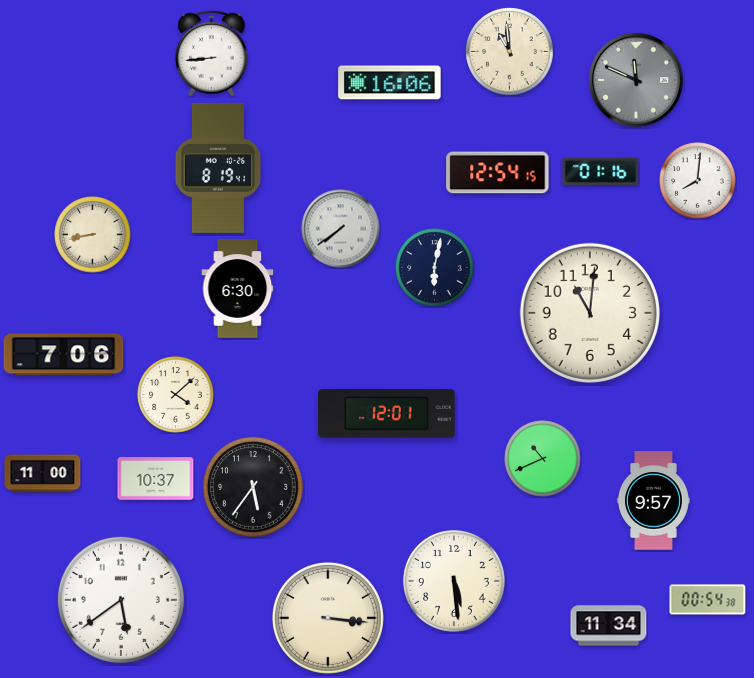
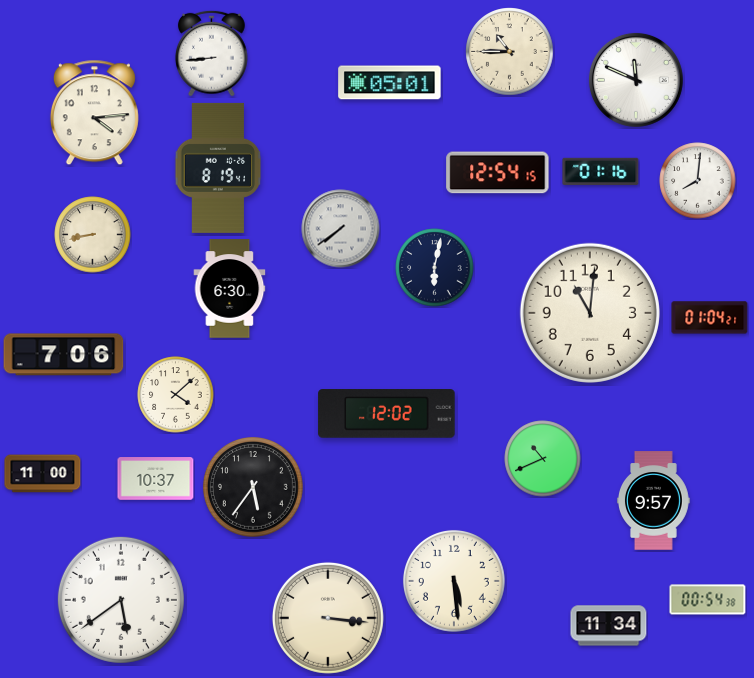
clock at (510, 52): 10:59 -> 10:45
clock at (636, 80) dial: grey -> white
clock at (390, 83): 16:06 -> 05:01
clock at (94, 113): none -> 4:14
clock at (238, 289) position: (238, 289) -> (230, 289)
clock at (710, 318): none -> 01:04
clock at (387, 414): 12:01 -> 12:02
